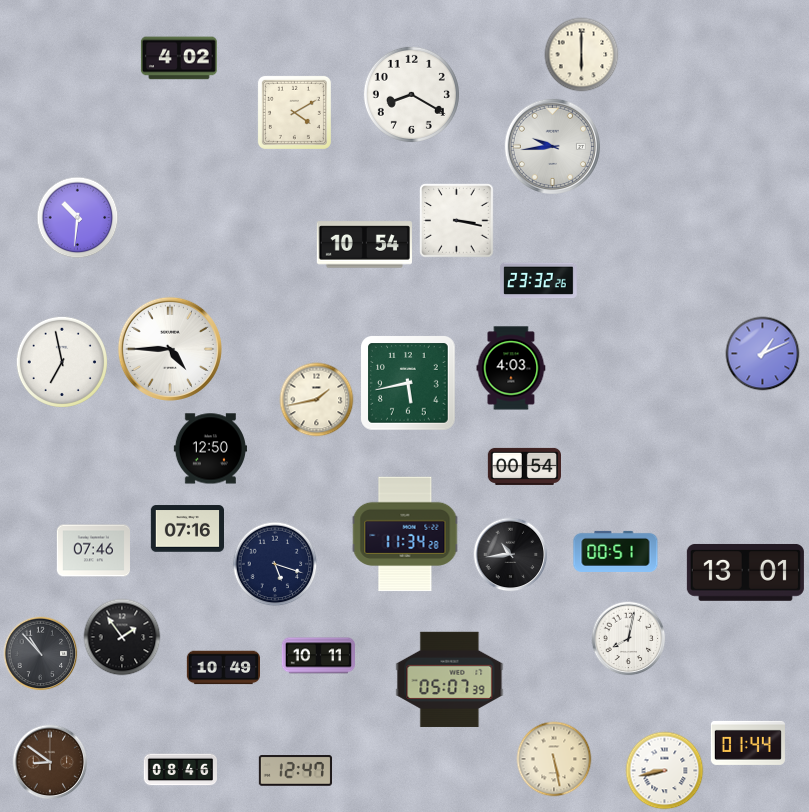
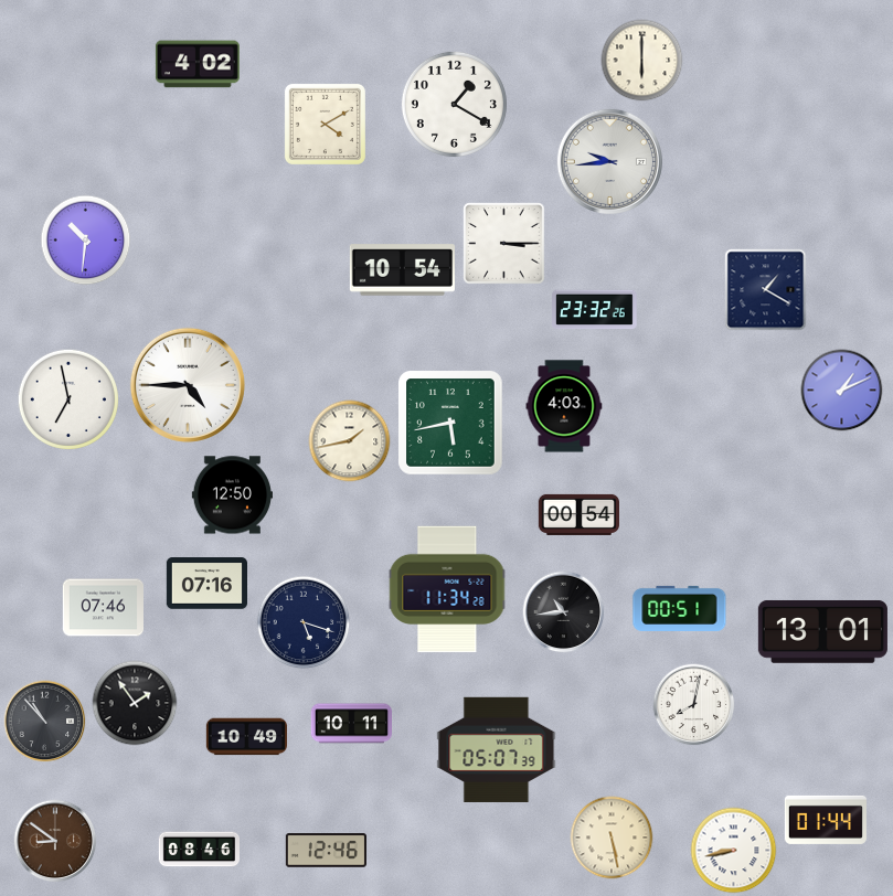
clock at (411, 94): 8:20 -> 1:20
clock at (457, 221): 3:17 -> 3:15
clock at (766, 290): none -> 1:20
clock at (295, 771): 12:47 -> 12:46
